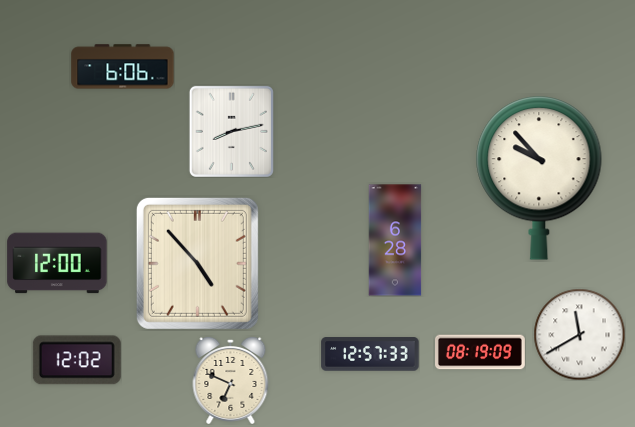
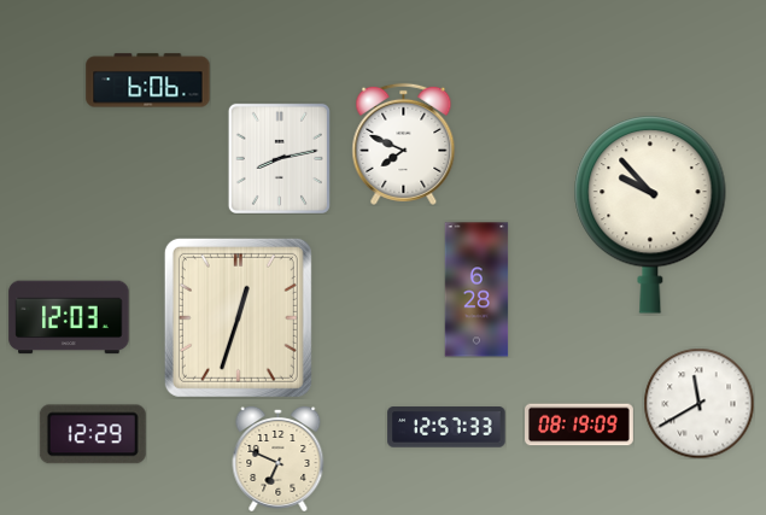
clock at (404, 144): none -> 7:49
clock at (57, 263): 12:00 -> 12:03
clock at (197, 263): 4:53 -> 12:33
clock at (77, 360): 12:02 -> 12:29
